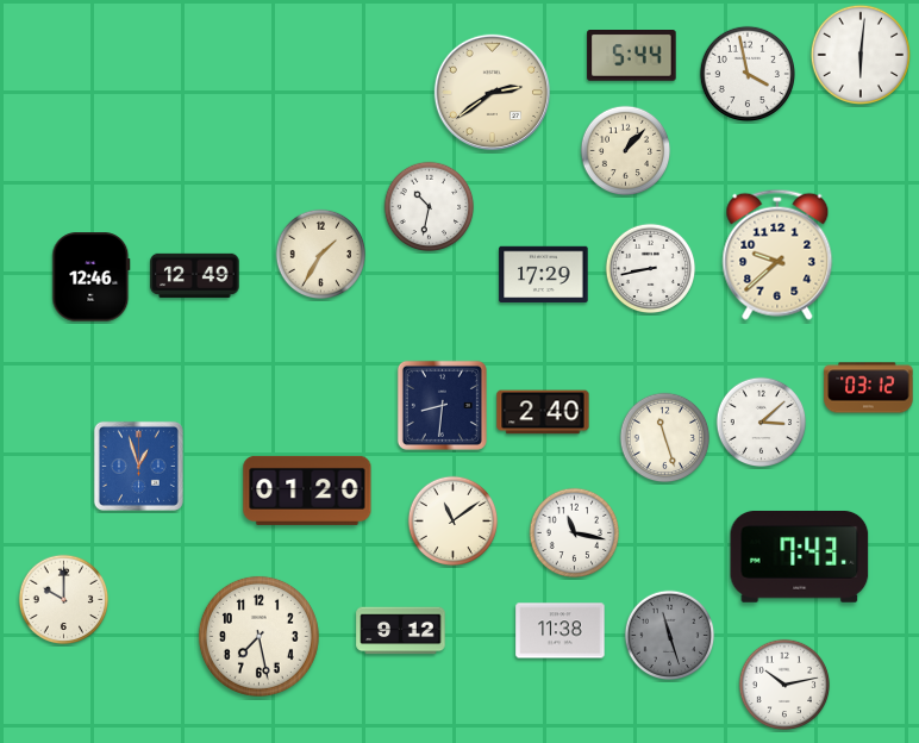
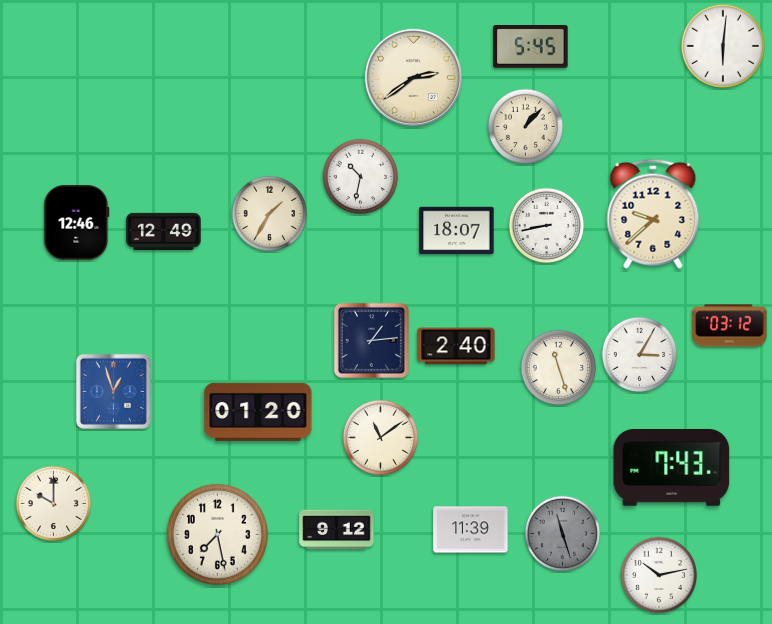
clock at (632, 56): 5:44 -> 5:45
clock at (746, 73): 3:58 -> none
clock at (430, 207) position: (430, 207) -> (361, 177)
clock at (544, 275): 17:29 -> 18:07
clock at (92, 277) position: (92, 277) -> (77, 223)
clock at (442, 405): 8:31 -> 1:14
clock at (762, 423): 3:08 -> 3:05
clock at (138, 466) position: (138, 466) -> (113, 391)
clock at (575, 533): 11:17 -> none
clock at (561, 631): 11:38 -> 11:39
